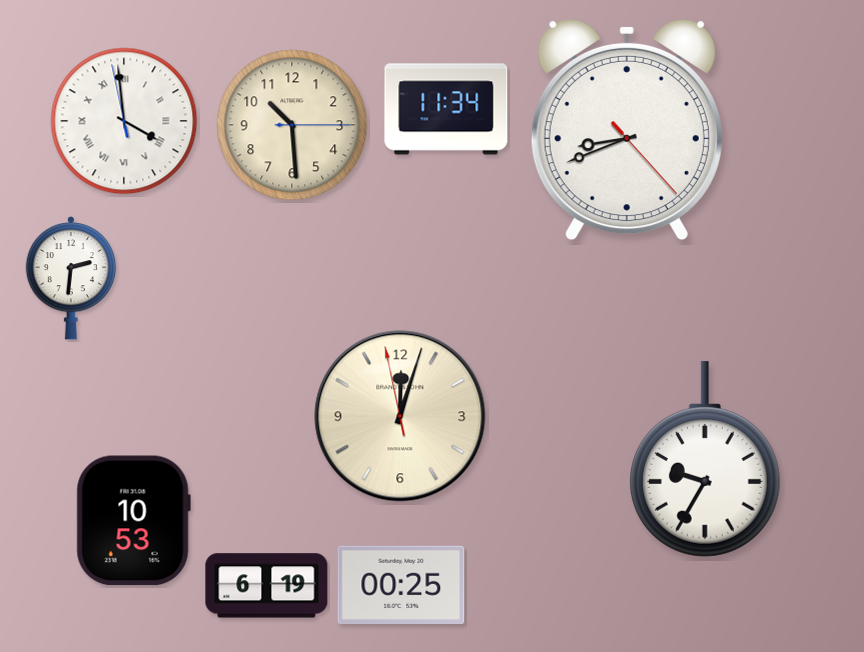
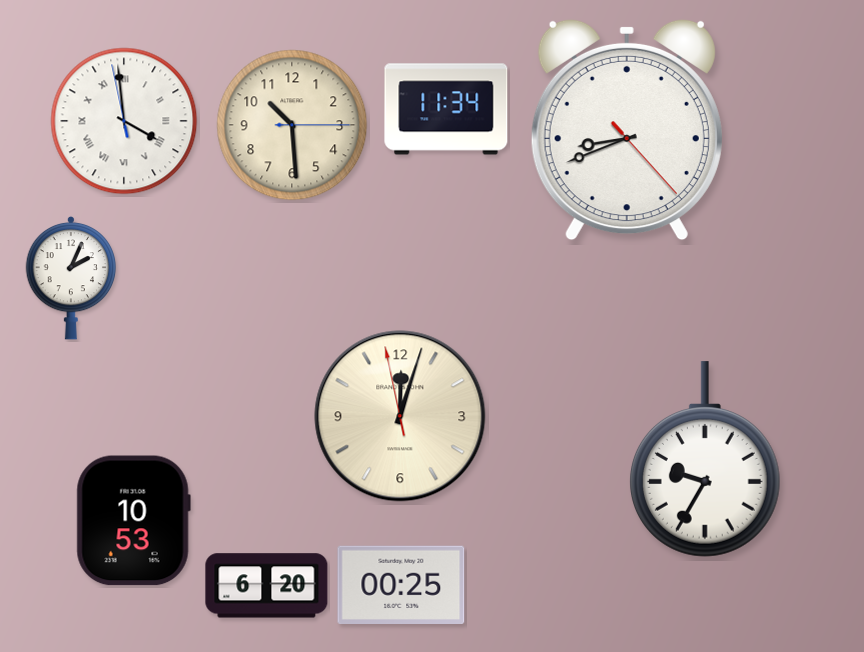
clock at (71, 278): 2:31 -> 2:04
clock at (267, 586): 6:19 -> 6:20
